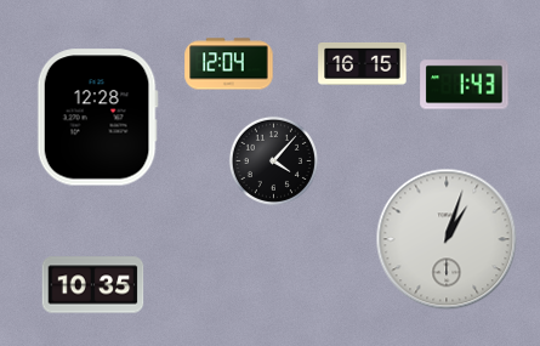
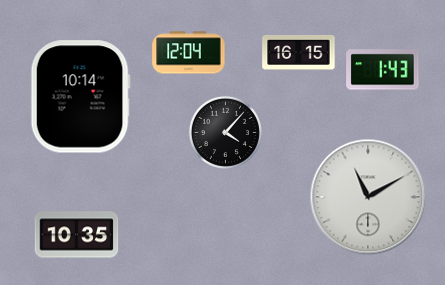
clock at (97, 118): 12:28 -> 10:14
clock at (447, 239): 1:03 -> 11:10
